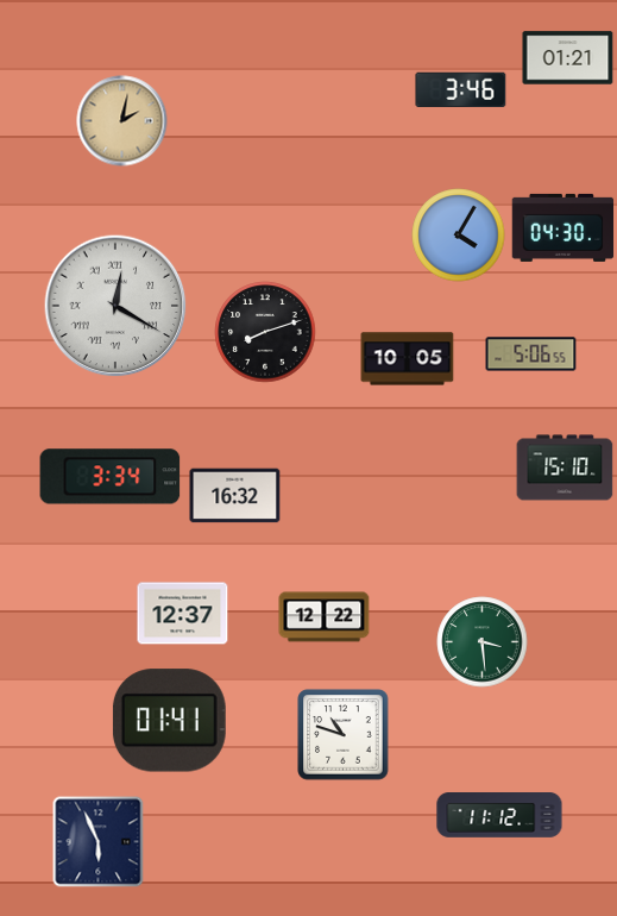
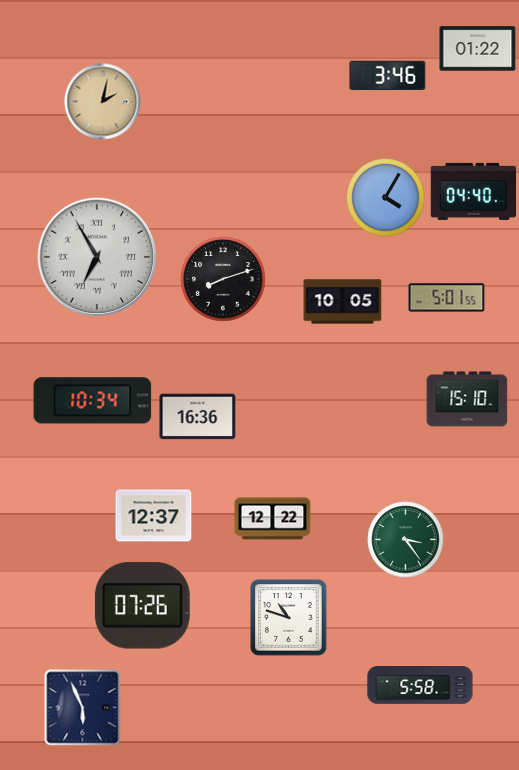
clock at (568, 58): 01:21 -> 01:22
clock at (564, 227): 04:30 -> 04:40
clock at (115, 306): 12:20 -> 6:55
clock at (531, 355): 5:06 -> 5:01
clock at (565, 468) position: (565, 468) -> (467, 399)
clock at (111, 477): 3:34 -> 10:34
clock at (235, 496): 16:32 -> 16:36
clock at (483, 642): 3:29 -> 3:24
clock at (169, 721): 01:41 -> 07:26
clock at (499, 816): 11:12 -> 5:58
